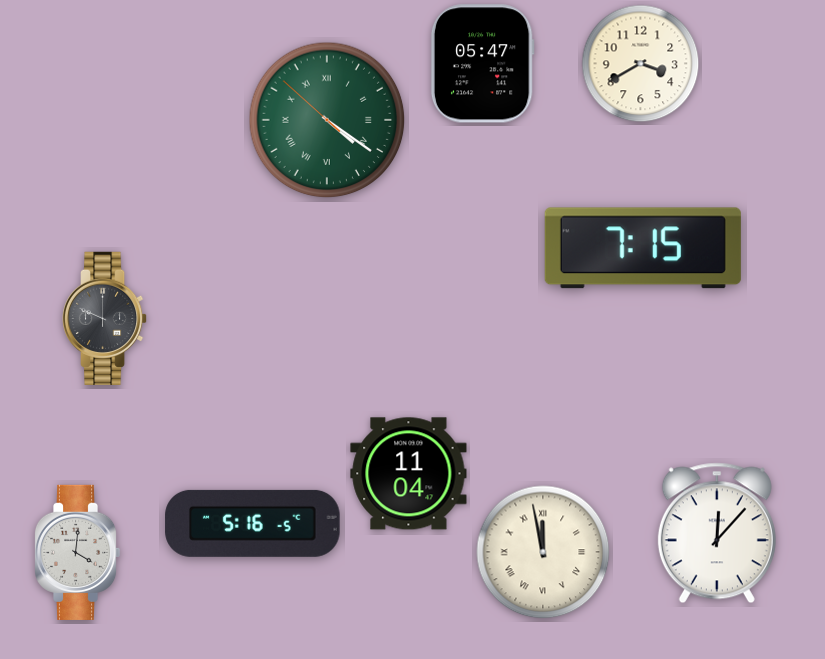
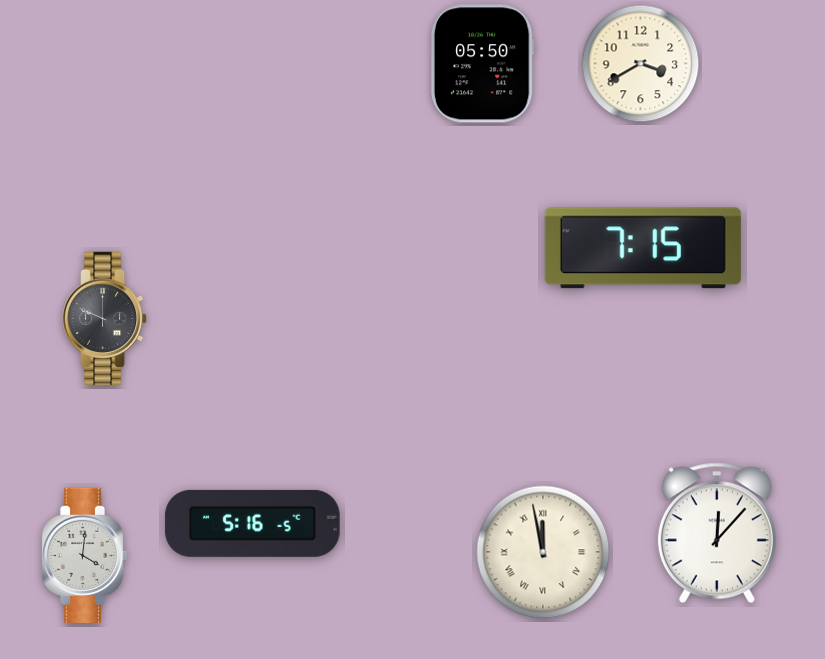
clock at (482, 64): 05:47 -> 05:50
clock at (327, 120): 4:20 -> none
clock at (409, 474): 11:04 -> none
clock at (77, 552) position: (77, 552) -> (84, 555)
